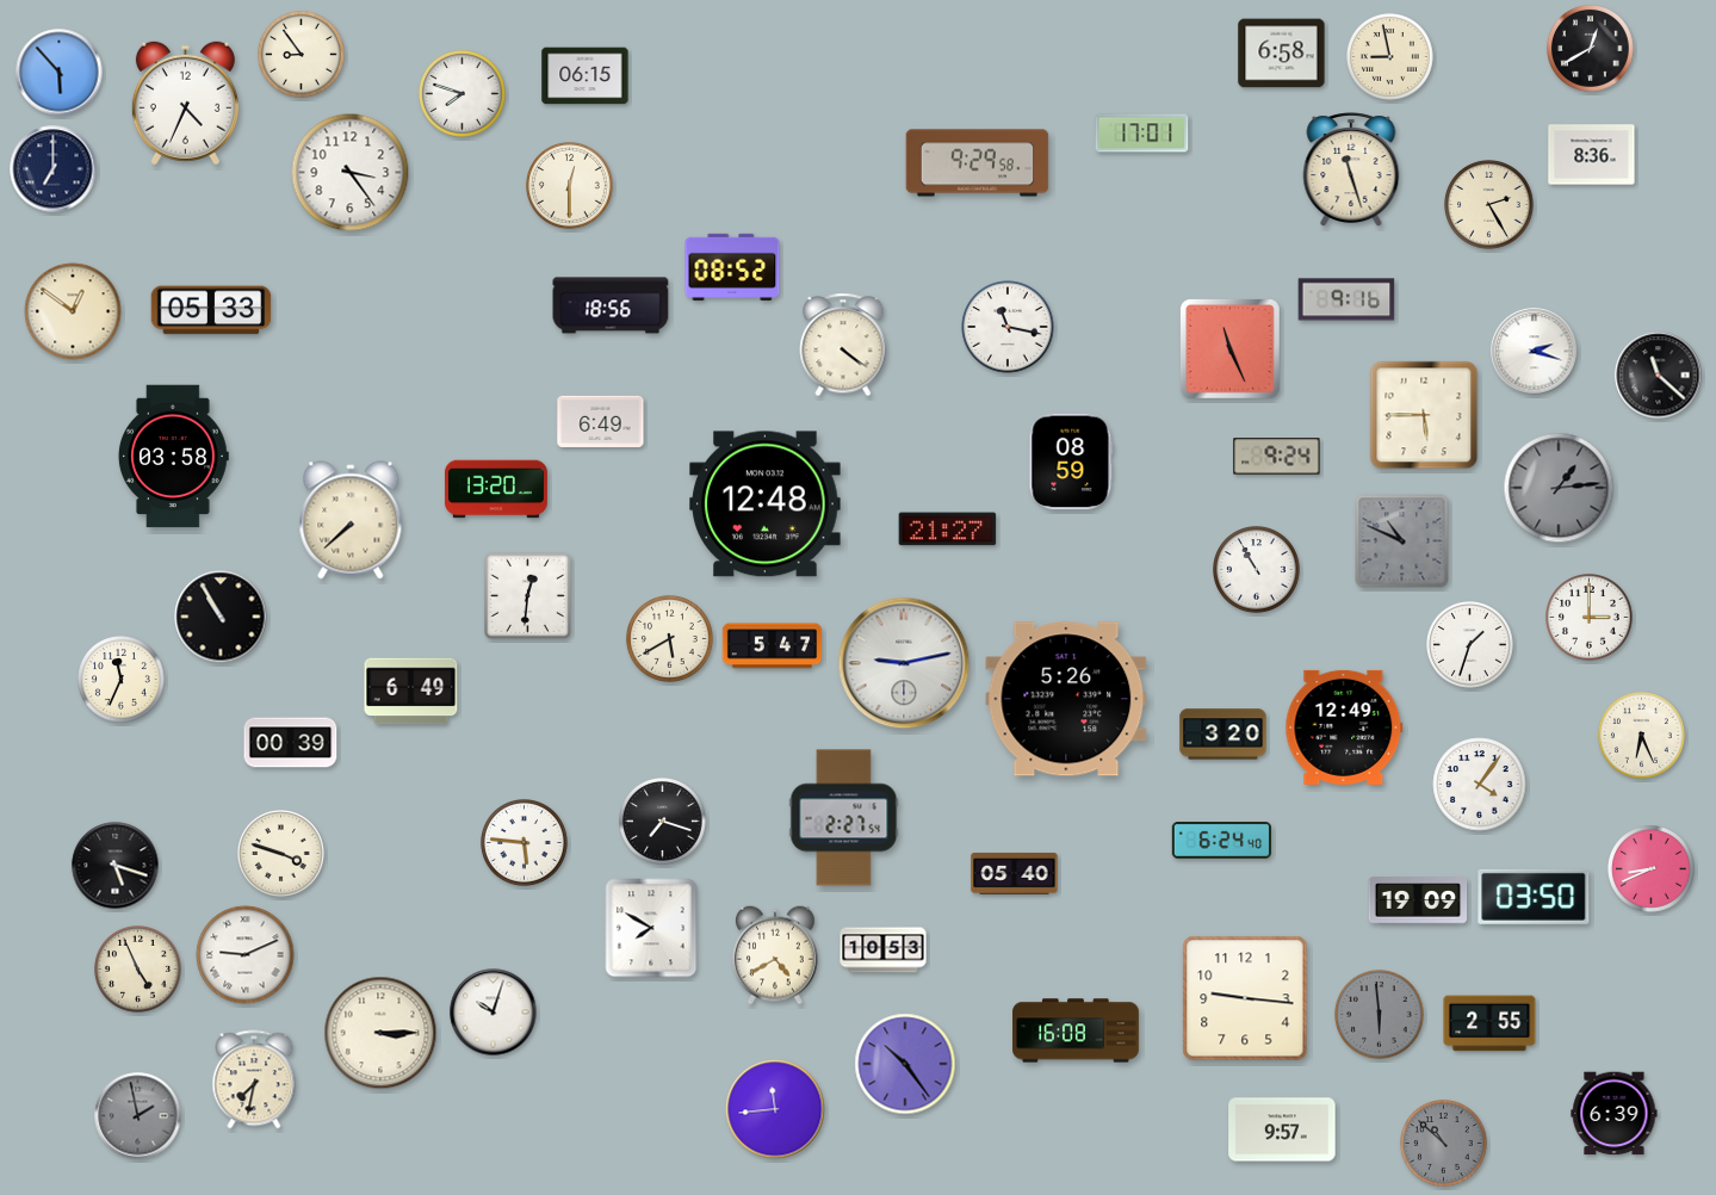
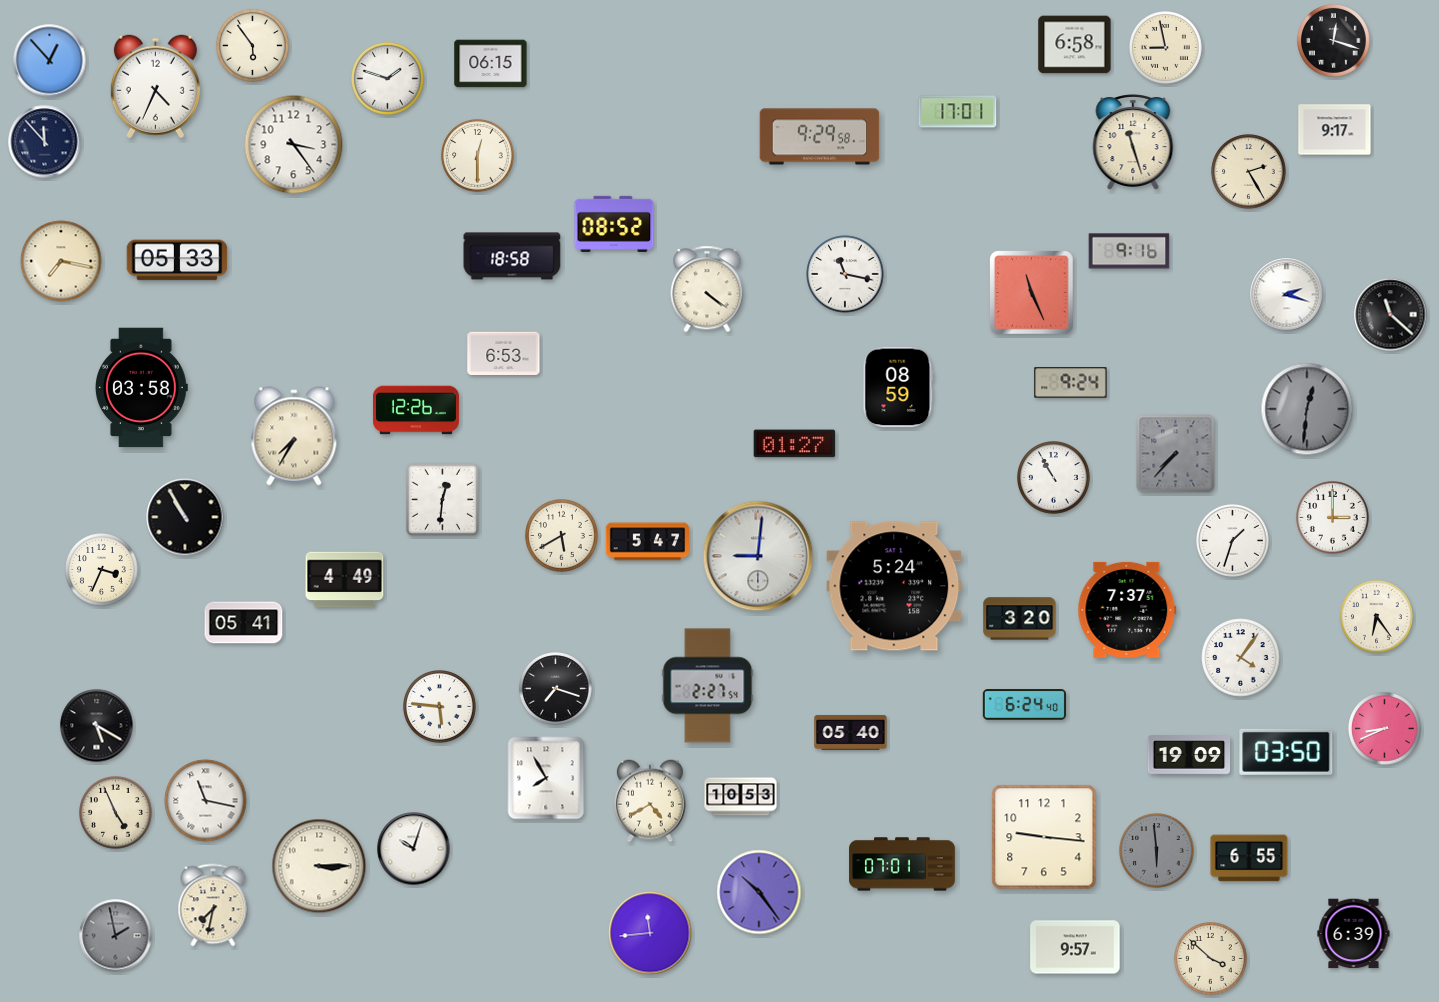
clock at (1591, 49): 12:40 -> 12:18
clock at (302, 55): 8:54 -> 5:54
clock at (60, 73): 5:53 -> 12:53
clock at (463, 94): 7:48 -> 1:48
clock at (1592, 155): 8:36 -> 9:17
clock at (54, 169): 7:00 -> 11:53
clock at (611, 305): 18:56 -> 18:58
clock at (73, 311): 12:51 -> 7:17
clock at (1424, 415): 5:45 -> none
clock at (601, 421): 6:49 -> 6:53
clock at (173, 457) position: (173, 457) -> (141, 388)
clock at (1559, 488): 1:14 -> 12:31
clock at (496, 489): 13:20 -> 12:26
clock at (766, 504): 12:48 -> none
clock at (351, 520): 7:38 -> 7:35
clock at (948, 530): 21:27 -> 01:27
clock at (1402, 541): 10:49 -> 7:37
clock at (904, 663): 9:13 -> 9:01
clock at (122, 680): 11:34 -> 3:34
clock at (411, 692): 6:49 -> 4:49
clock at (1066, 699): 5:26 -> 5:24
clock at (1344, 727): 12:49 -> 7:37
clock at (1223, 735) position: (1223, 735) -> (1020, 619)
clock at (1642, 736): 6:26 -> 6:24
clock at (291, 743): 00:39 -> 05:41
clock at (281, 854): 3:48 -> none
clock at (116, 866): 5:18 -> 5:20
clock at (651, 928): 7:50 -> 7:55
clock at (246, 955): 9:11 -> 11:17
clock at (1489, 1023): 2:55 -> 6:55
clock at (1076, 1030): 16:08 -> 07:01
clock at (775, 1109) position: (775, 1109) -> (650, 933)
clock at (1444, 1144): 10:52 -> 3:52
clock at (1444, 1144) dial: grey -> cream
